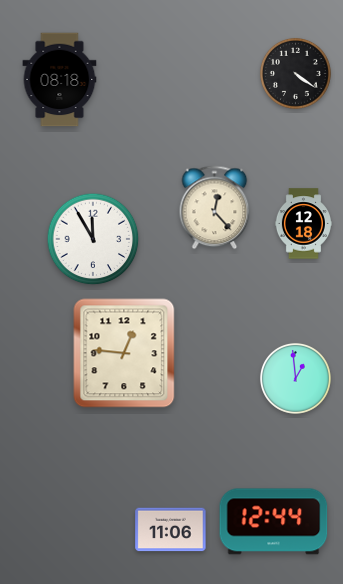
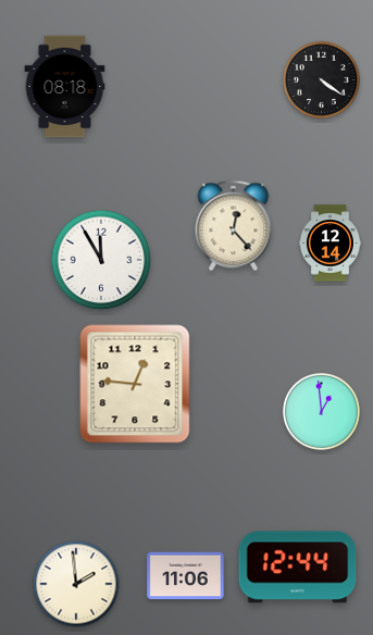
clock at (303, 224): 12:18 -> 12:14
clock at (76, 584): none -> 1:59
